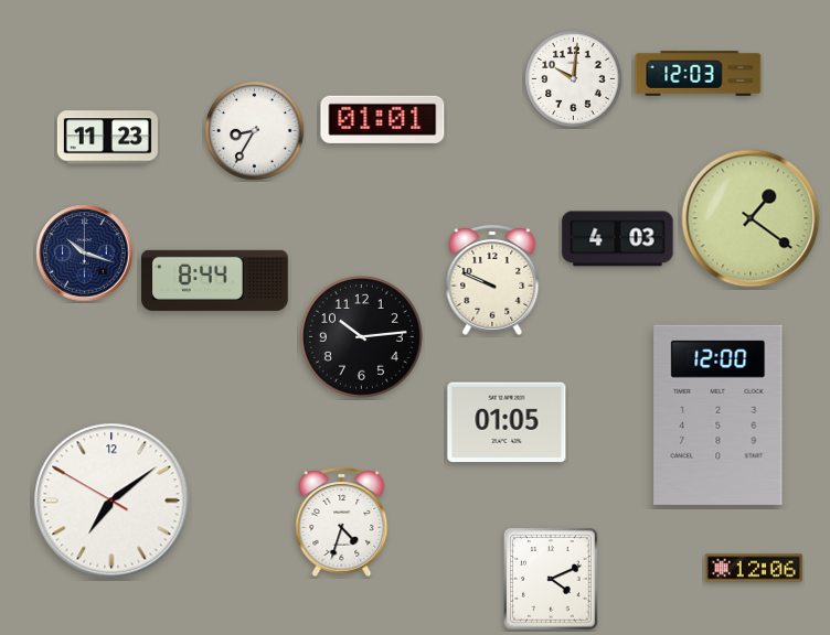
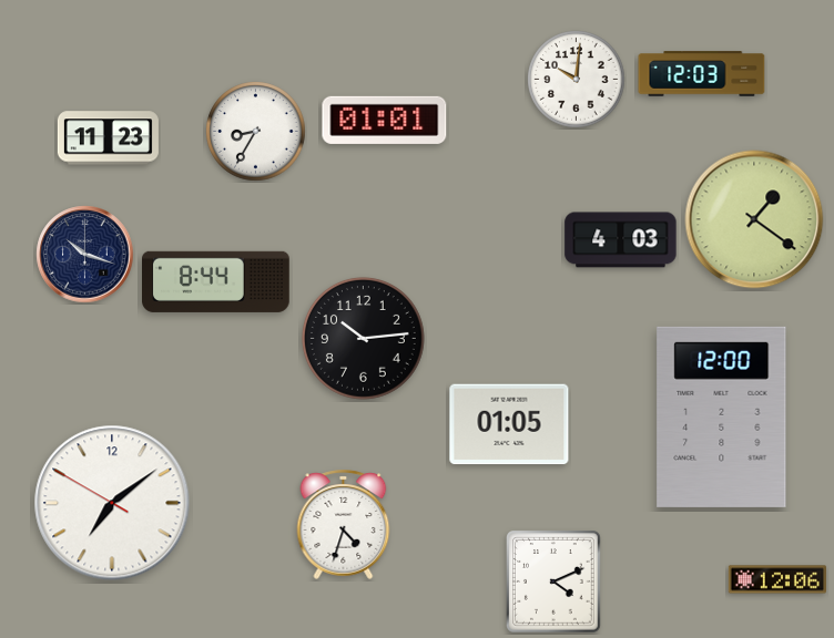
clock at (492, 280): 9:49 -> none
clock at (753, 568) position: (753, 568) -> (776, 579)
